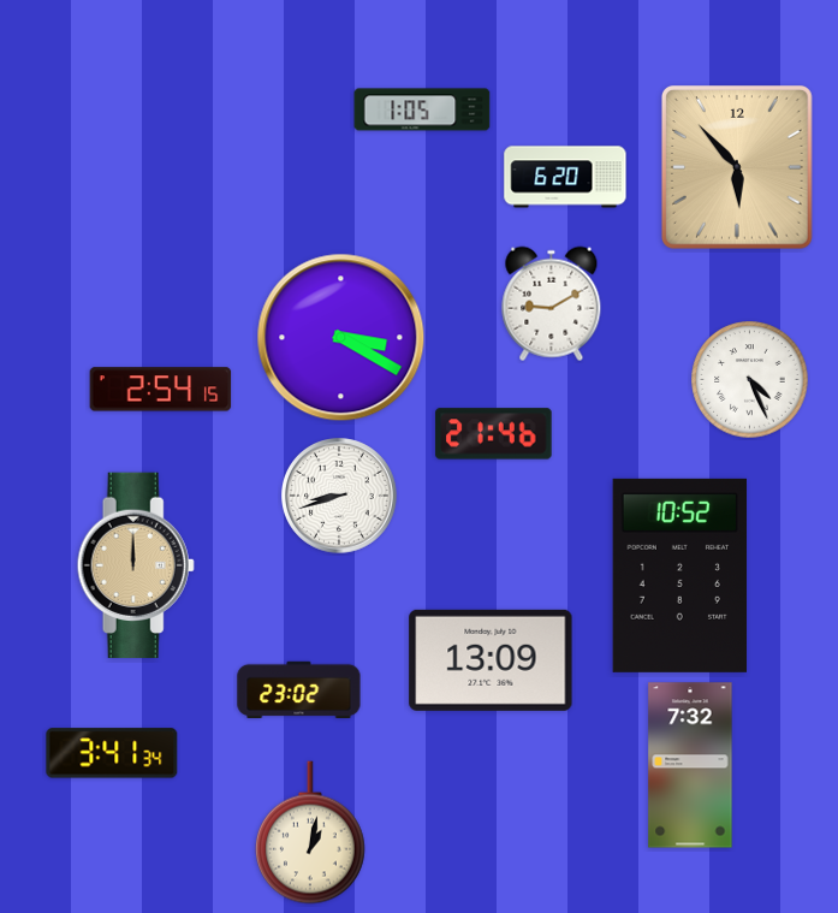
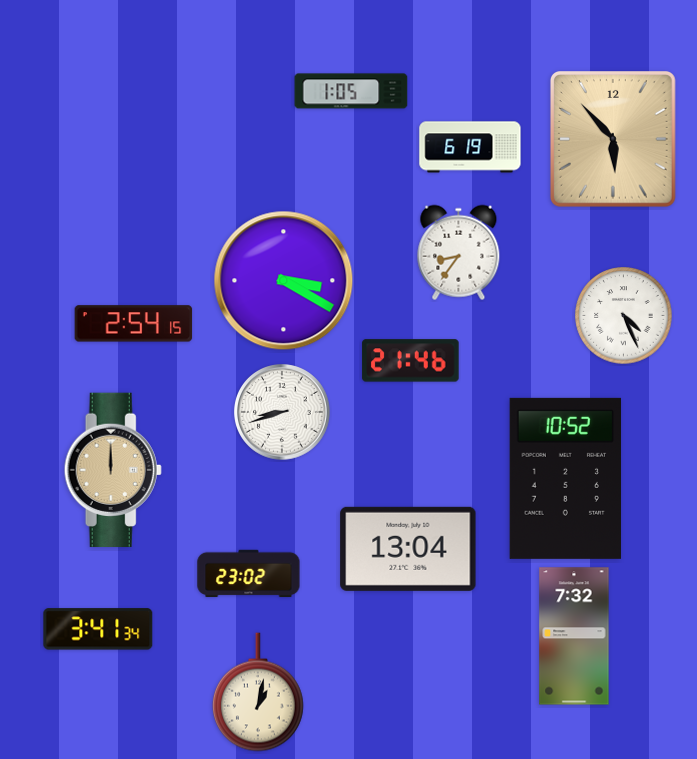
clock at (565, 177): 6:20 -> 6:19
clock at (552, 304): 9:10 -> 8:36
clock at (491, 660): 13:09 -> 13:04
clock at (112, 753) position: (112, 753) -> (98, 629)
